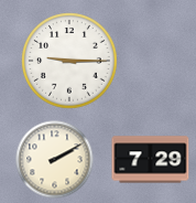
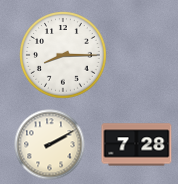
clock at (69, 61): 9:15 -> 8:15
clock at (151, 160): 7:29 -> 7:28
